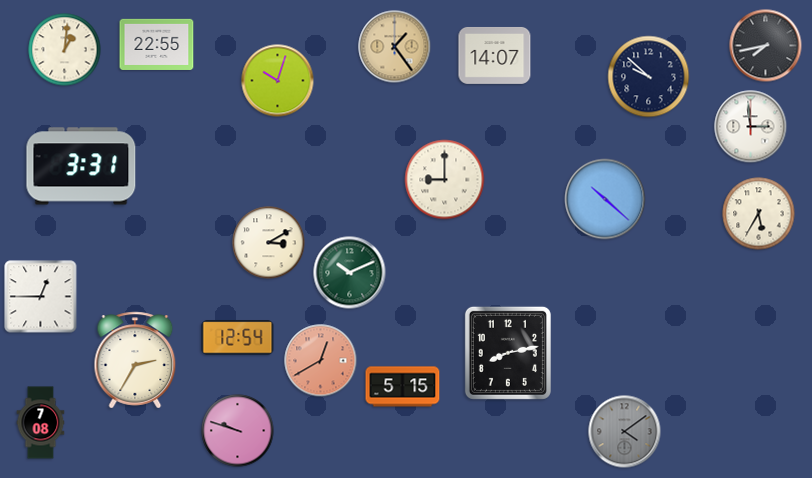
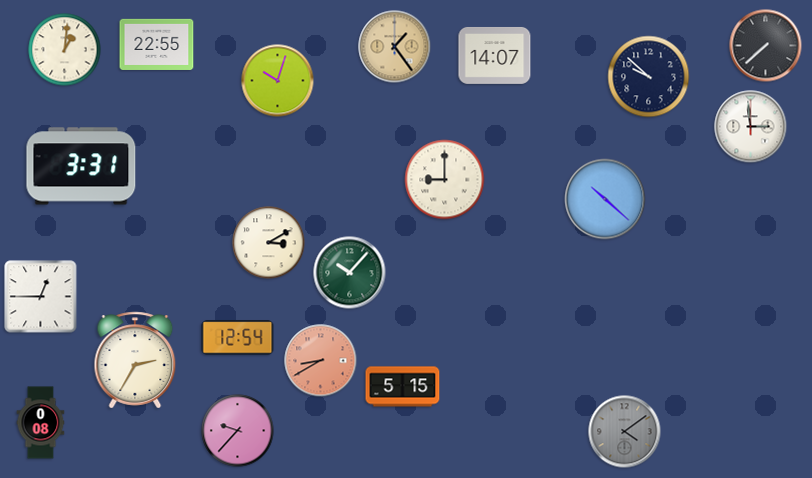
clock at (766, 46): 7:43 -> 7:38
clock at (759, 214): 5:35 -> none
clock at (350, 273): 10:11 -> 10:07
clock at (508, 353): 8:13 -> none
clock at (321, 361): 12:40 -> 8:40
clock at (41, 423): 7:08 -> 0:08
clock at (238, 431): 9:48 -> 9:37
